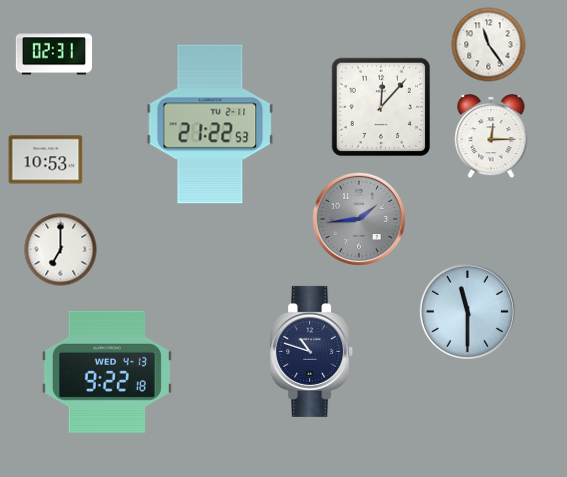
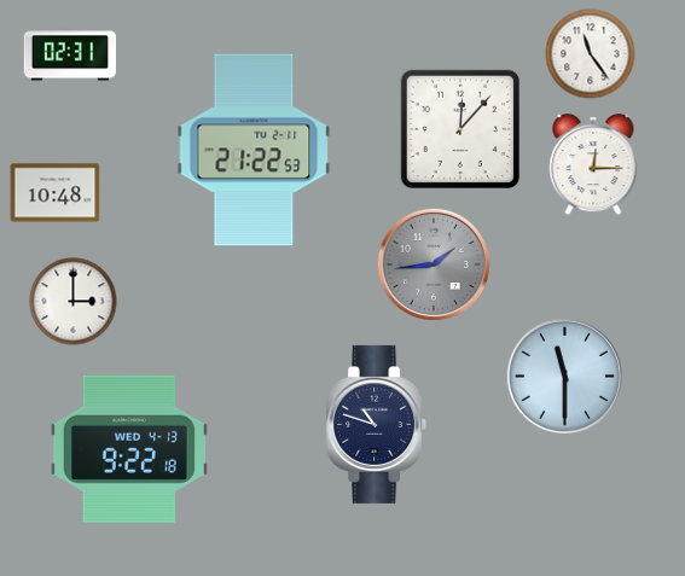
clock at (54, 53) position: (54, 53) -> (70, 54)
clock at (46, 160): 10:53 -> 10:48
clock at (61, 250): 7:00 -> 3:00
